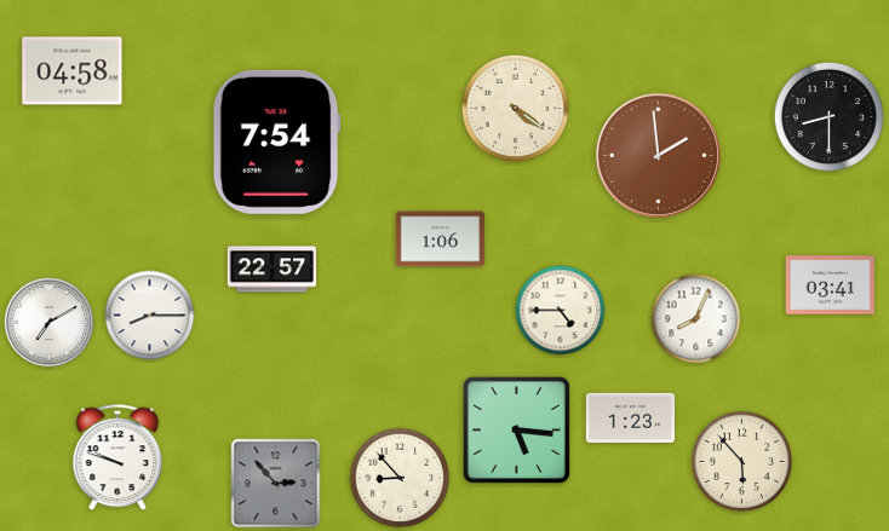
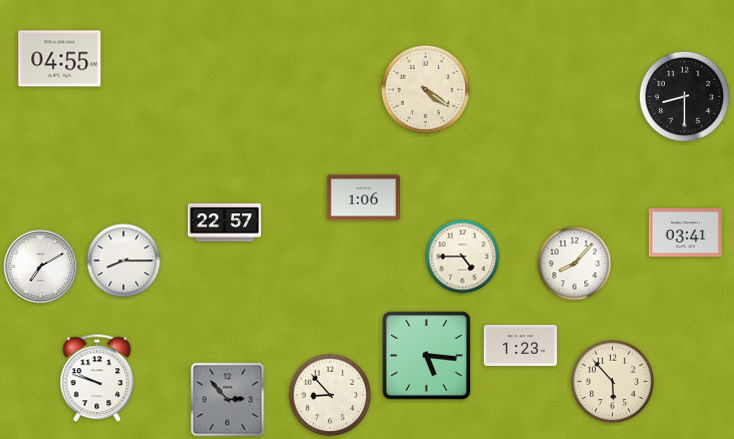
clock at (73, 71): 04:58 -> 04:55
clock at (276, 142): 7:54 -> none
clock at (658, 155): 1:59 -> none
clock at (830, 285) position: (830, 285) -> (685, 233)
clock at (696, 319): 8:04 -> 8:07
